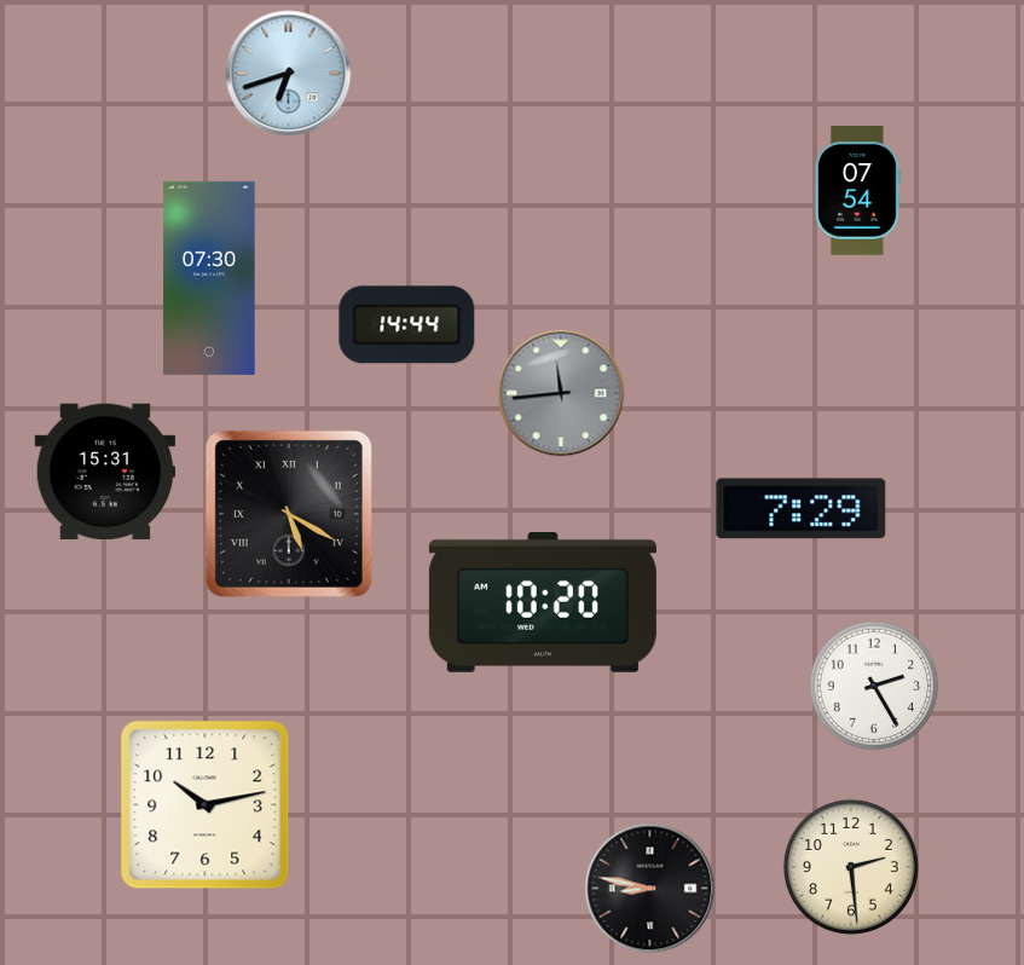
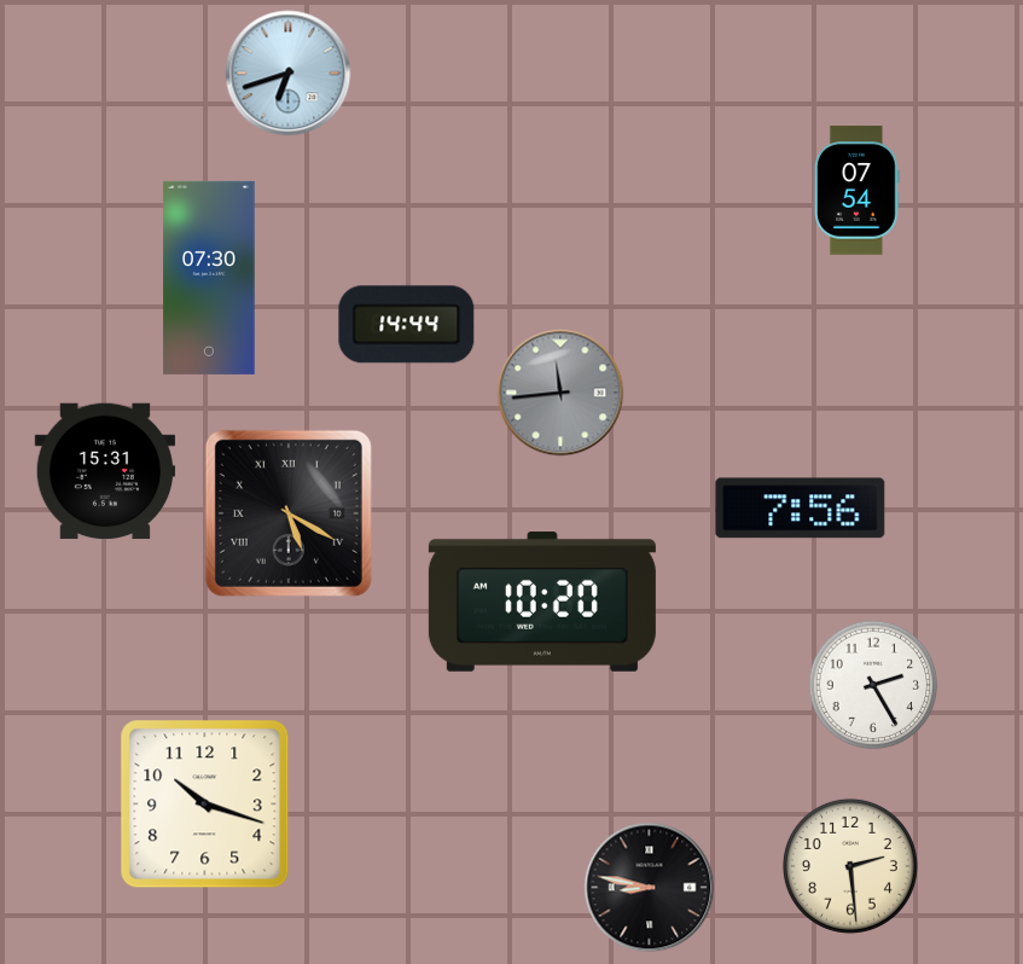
clock at (802, 509): 7:29 -> 7:56
clock at (206, 805): 10:13 -> 10:18
